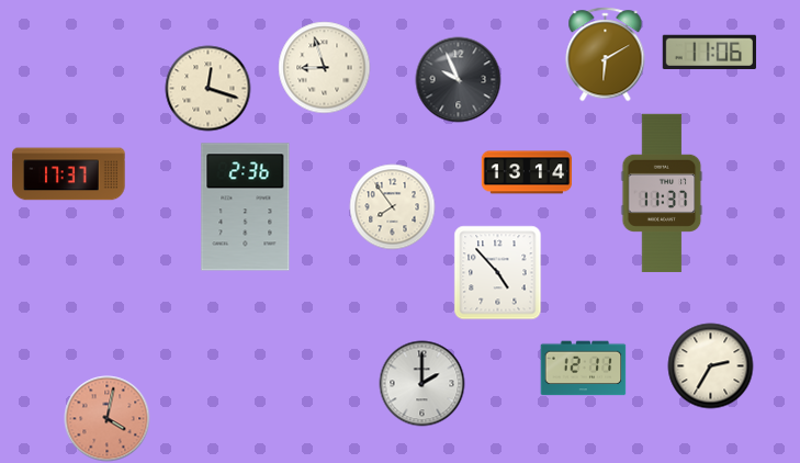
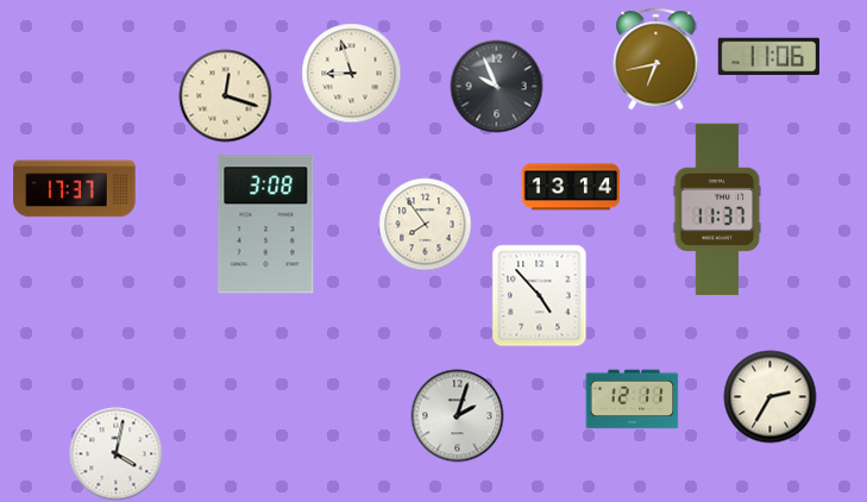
clock at (606, 54): 6:10 -> 6:43
clock at (246, 207): 2:36 -> 3:08
clock at (421, 383): 2:00 -> 2:03
clock at (106, 418) dial: salmon -> white
